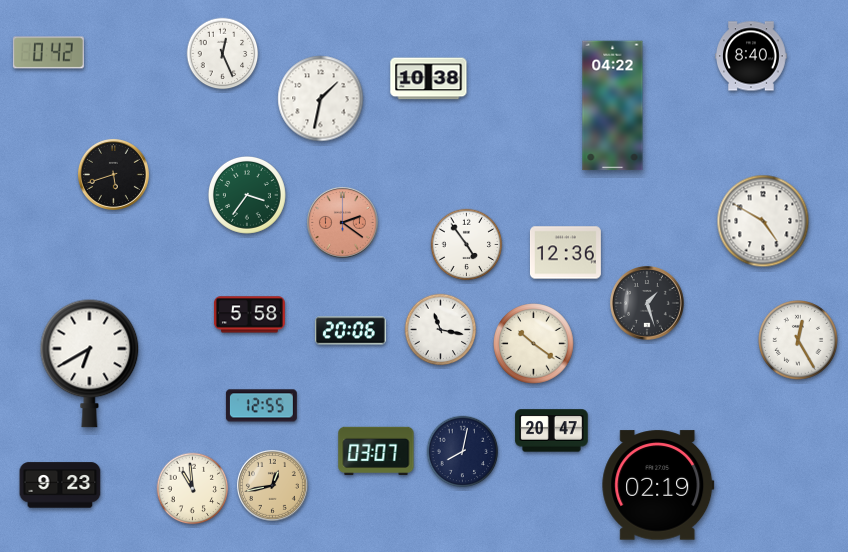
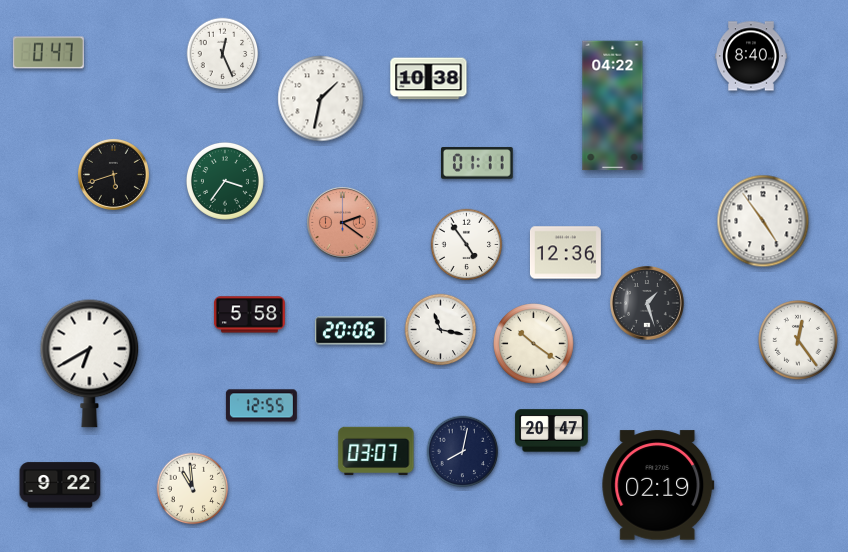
clock at (48, 53): 0:42 -> 0:47
clock at (478, 163): none -> 01:11
clock at (247, 195) position: (247, 195) -> (225, 181)
clock at (763, 221): 4:50 -> 4:54
clock at (799, 341): 12:25 -> 12:24
clock at (60, 485): 9:23 -> 9:22
clock at (272, 485): 12:43 -> none
